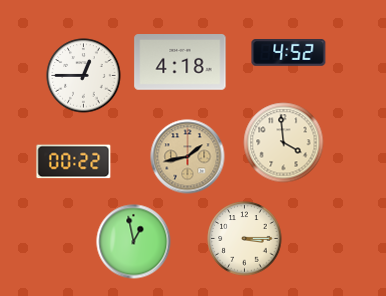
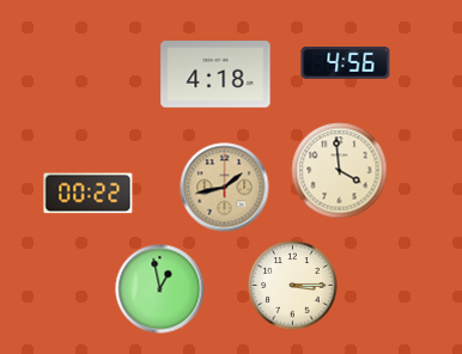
clock at (289, 53): 4:52 -> 4:56
clock at (84, 76): 12:45 -> none
